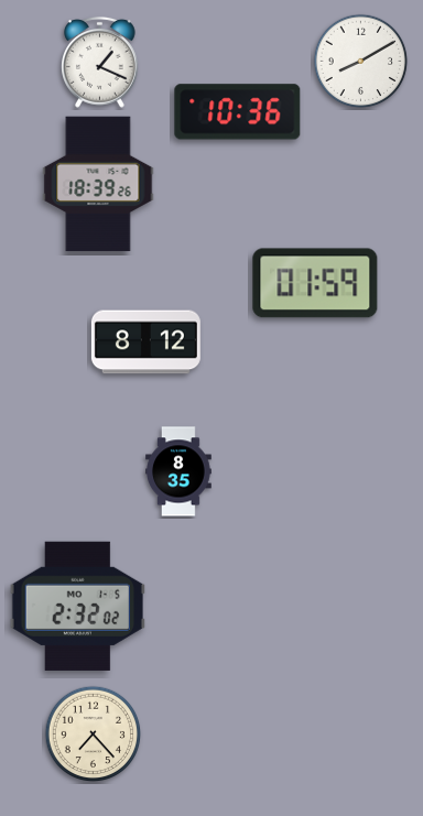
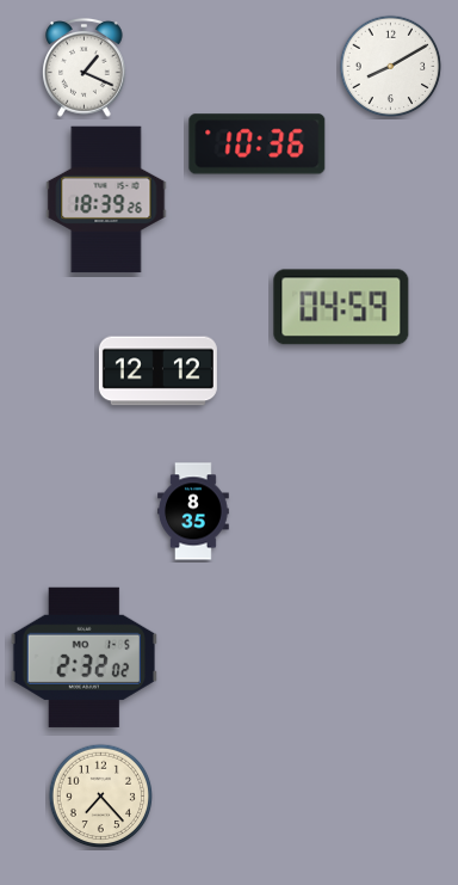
clock at (100, 63) position: (100, 63) -> (85, 68)
clock at (238, 112) position: (238, 112) -> (258, 145)
clock at (315, 283): 01:59 -> 04:59
clock at (145, 342): 8:12 -> 12:12
